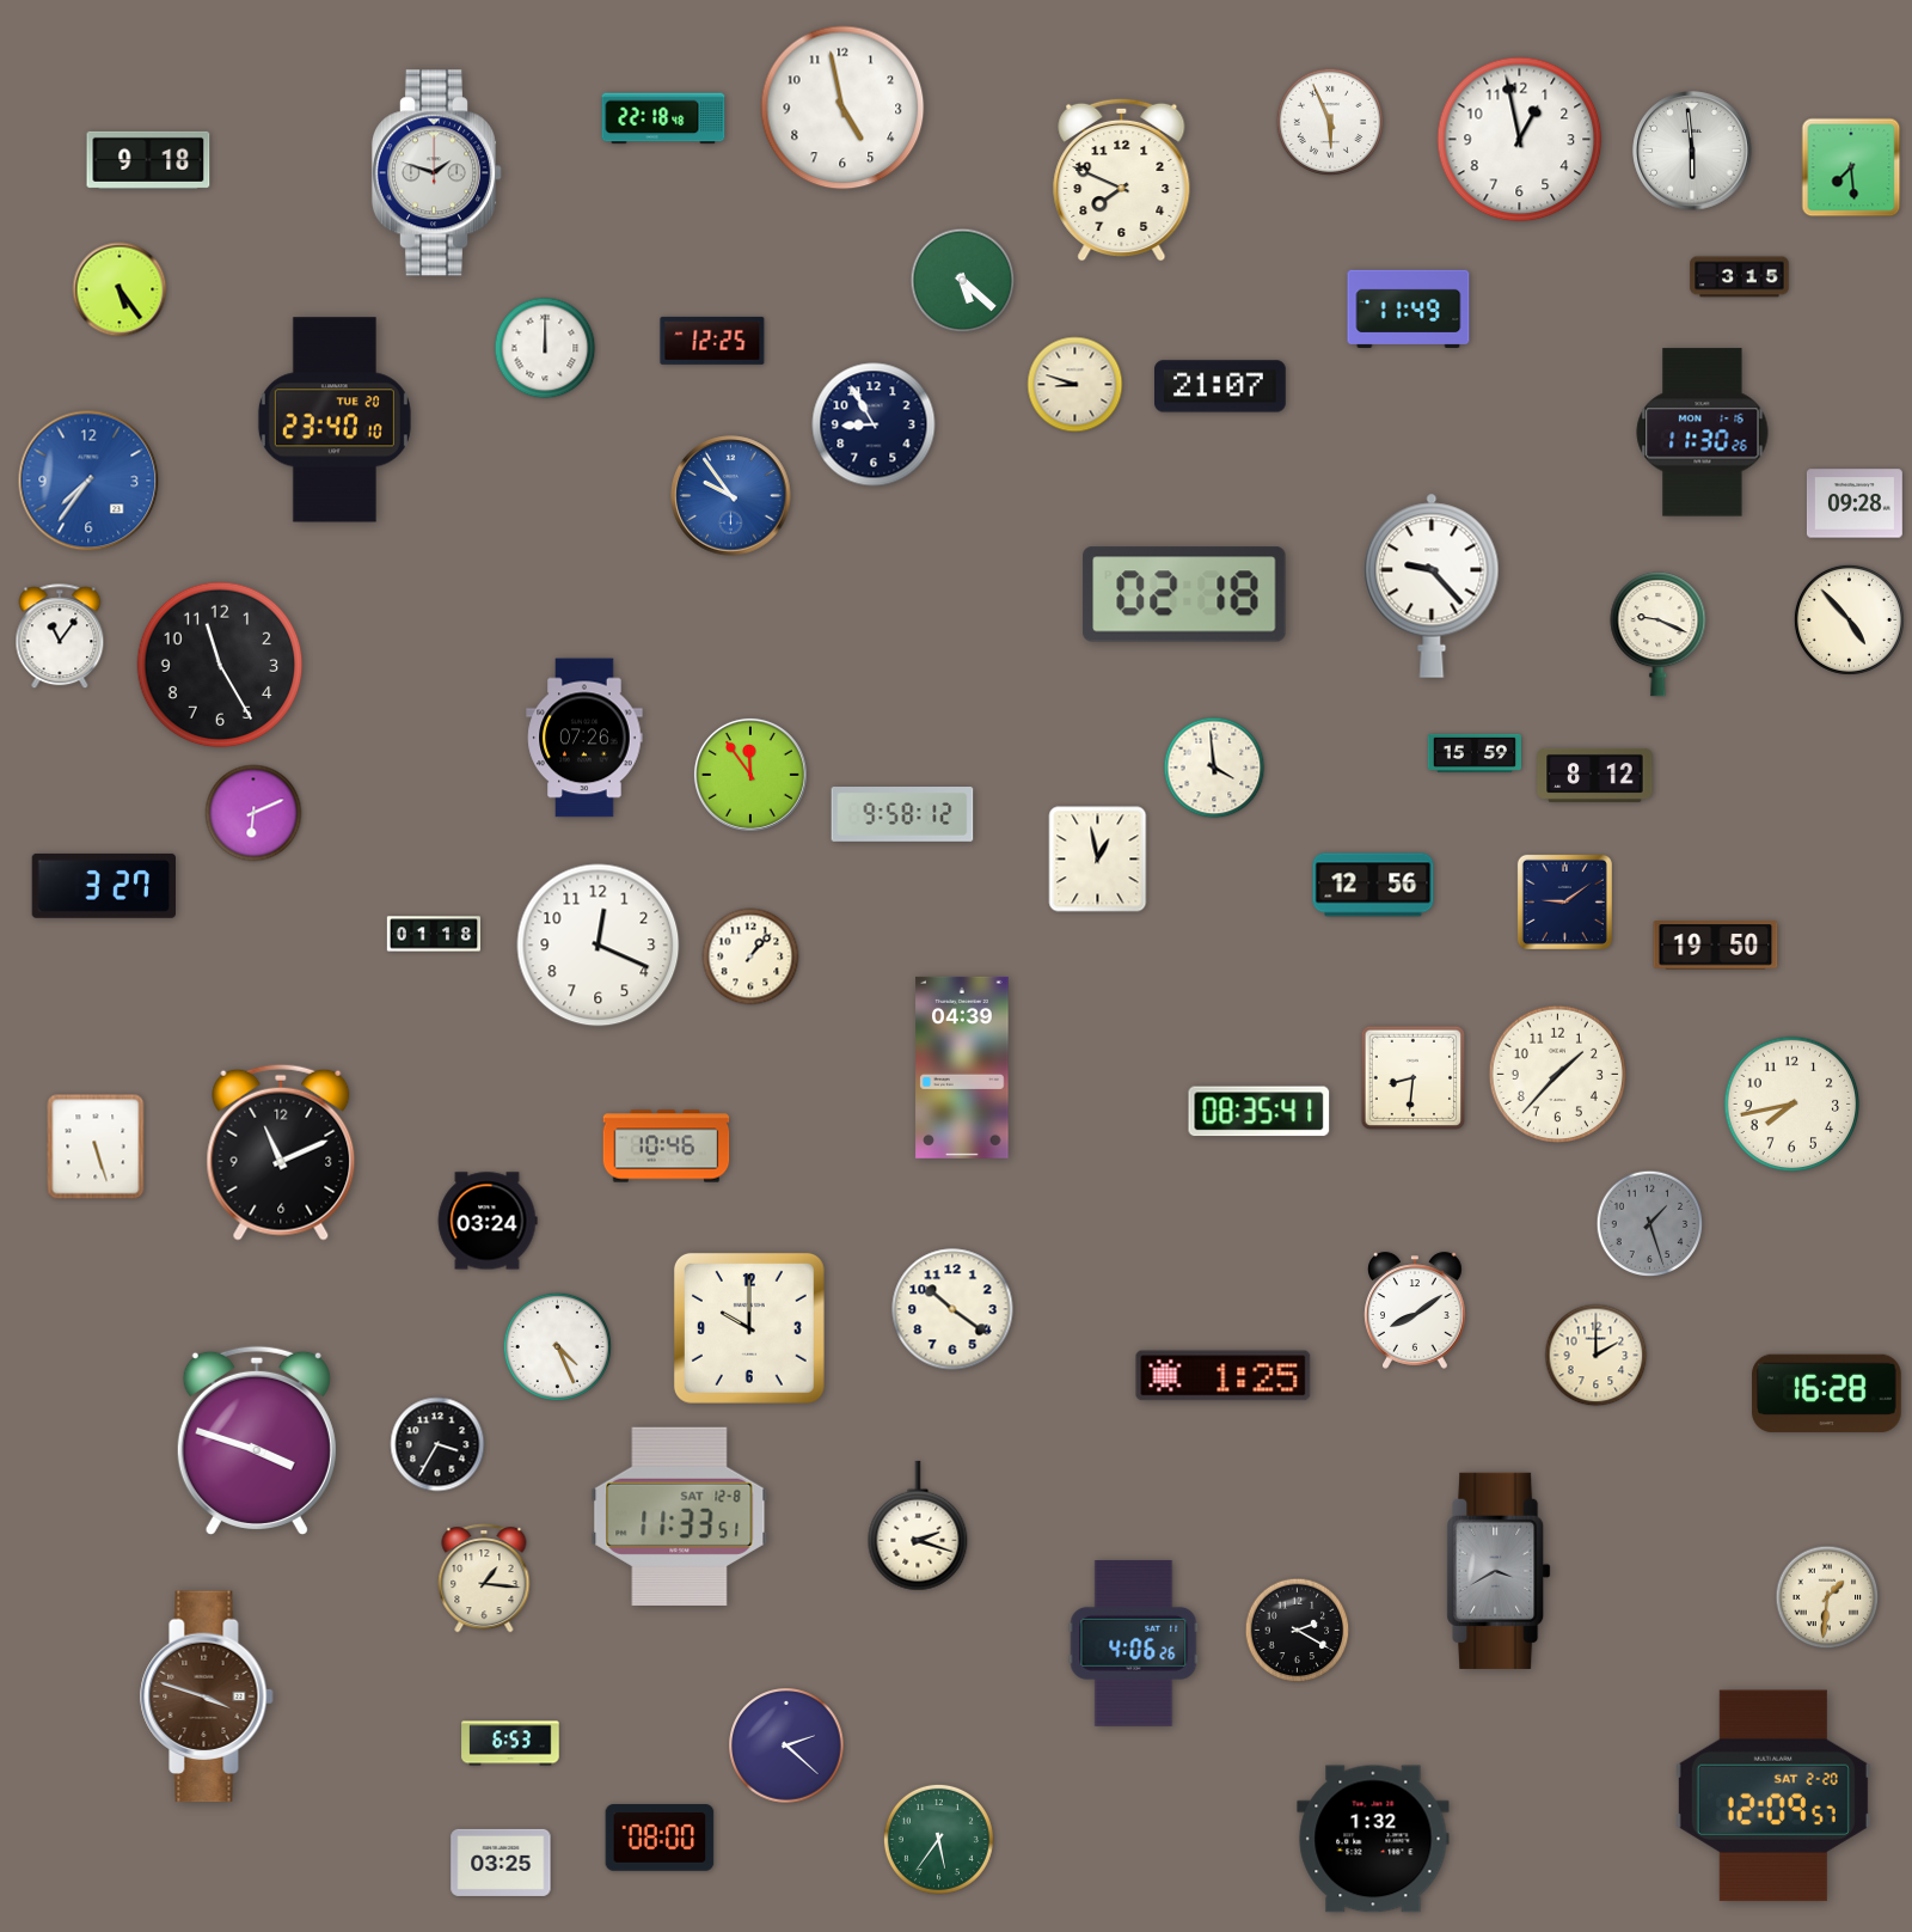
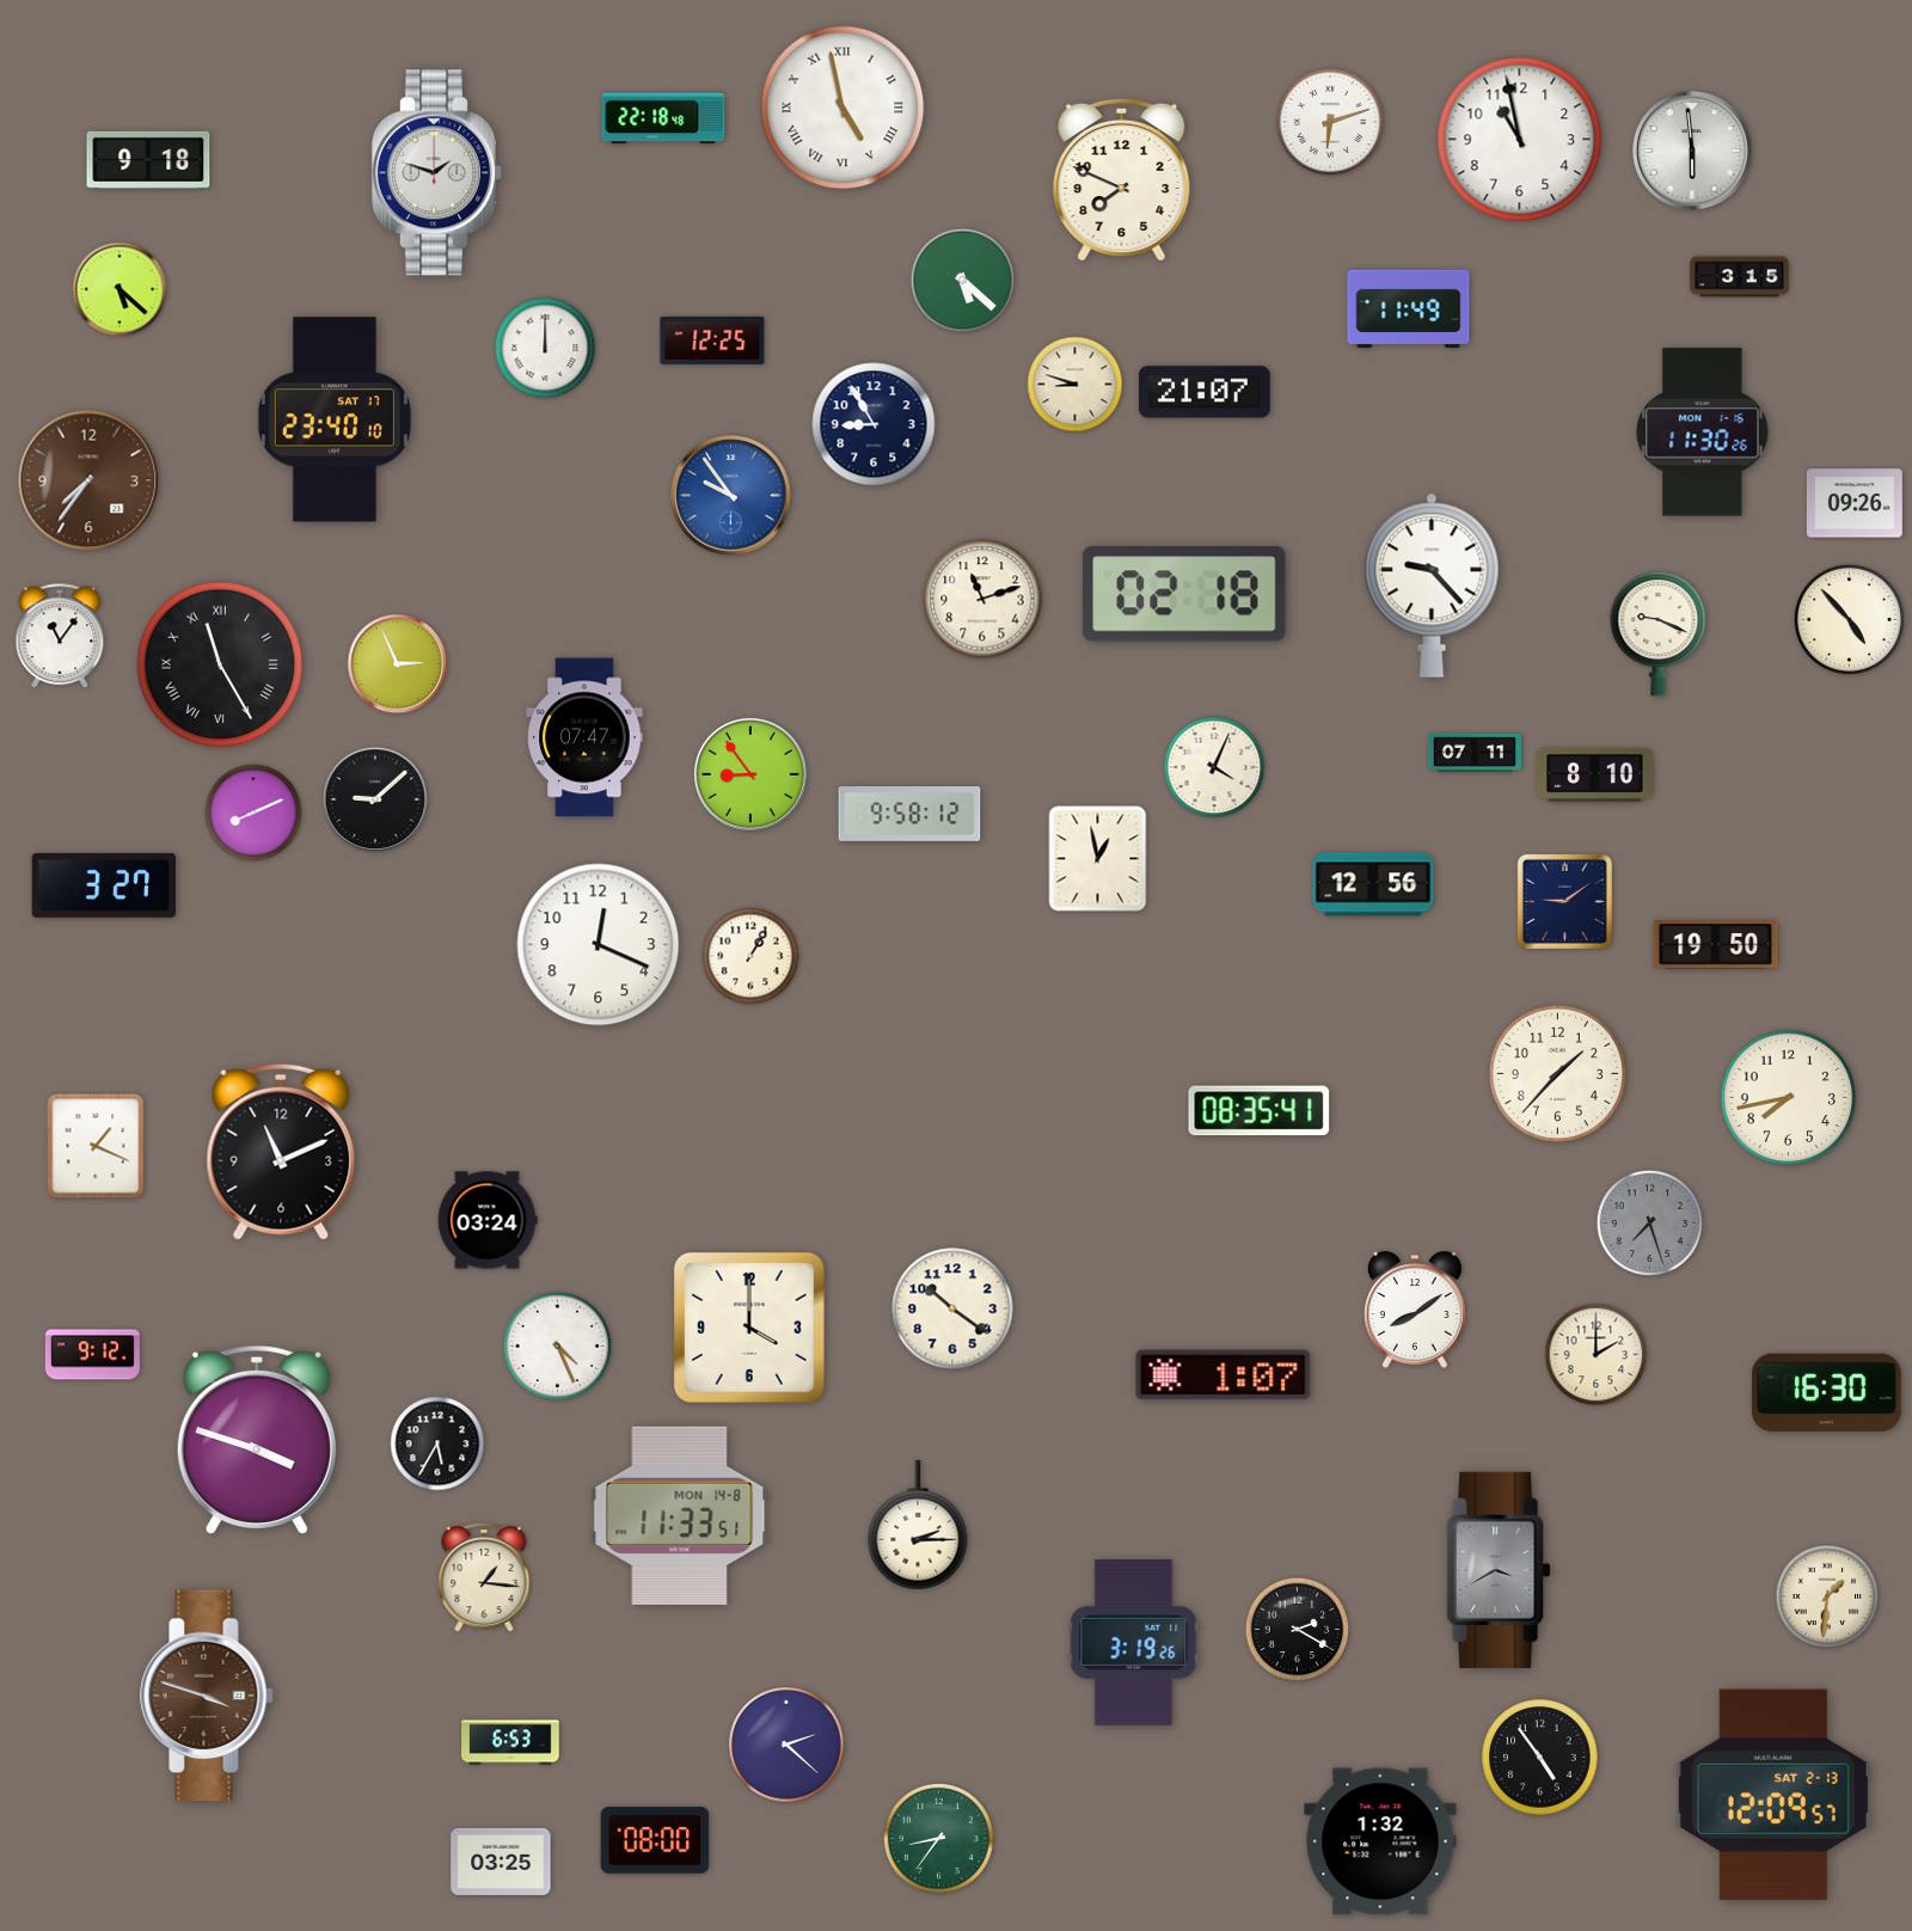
clock at (842, 108) numerals: Arabic -> Roman
clock at (1329, 121): 5:56 -> 6:12
clock at (1520, 140): 12:58 -> 10:58
clock at (1851, 167): 7:29 -> none
clock at (119, 289): 5:24 -> 5:22
clock at (1221, 386) position: (1221, 386) -> (1206, 392)
clock at (335, 420) date: TUE 20 -> SAT 17
clock at (88, 481) dial: blue -> brown
clock at (1855, 503): 09:28 -> 09:26
clock at (982, 599): none -> 11:12
clock at (220, 665) numerals: Arabic -> Roman
clock at (398, 664): none -> 2:56
clock at (584, 738): 07:26 -> 07:47
clock at (1473, 753): 15:59 -> 07:11
clock at (1214, 768): 3:59 -> 4:04
clock at (750, 775): 11:54 -> 8:54
clock at (1595, 775): 8:12 -> 8:10
clock at (375, 799): none -> 9:08
clock at (253, 813): 6:11 -> 8:11
clock at (902, 815) position: (902, 815) -> (909, 815)
clock at (433, 934): 01:18 -> none
clock at (750, 956): 1:07 -> 1:05
clock at (962, 1068): 04:39 -> none
clock at (1414, 1078): 8:31 -> none
clock at (1792, 1105) position: (1792, 1105) -> (1789, 1098)
clock at (96, 1147): 5:27 -> 1:19
clock at (667, 1147): 10:46 -> none
clock at (1650, 1224): 1:27 -> 7:27
clock at (749, 1328): 10:00 -> 4:00
clock at (92, 1355): none -> 9:12
clock at (1224, 1376): 1:25 -> 1:07
clock at (1827, 1394): 16:28 -> 16:30
clock at (437, 1444): 3:35 -> 5:35
clock at (680, 1516) date: SAT 12-8 -> MON 14-8
clock at (918, 1526): 2:18 -> 2:15
clock at (1134, 1643): 4:06 -> 3:19
clock at (1540, 1758): none -> 4:54
clock at (1773, 1796) date: SAT 2-20 -> SAT 2-13
clock at (660, 1838) position: (660, 1838) -> (655, 1840)
clock at (938, 1839): 5:36 -> 8:36
clock at (1373, 1839) position: (1373, 1839) -> (1380, 1841)
